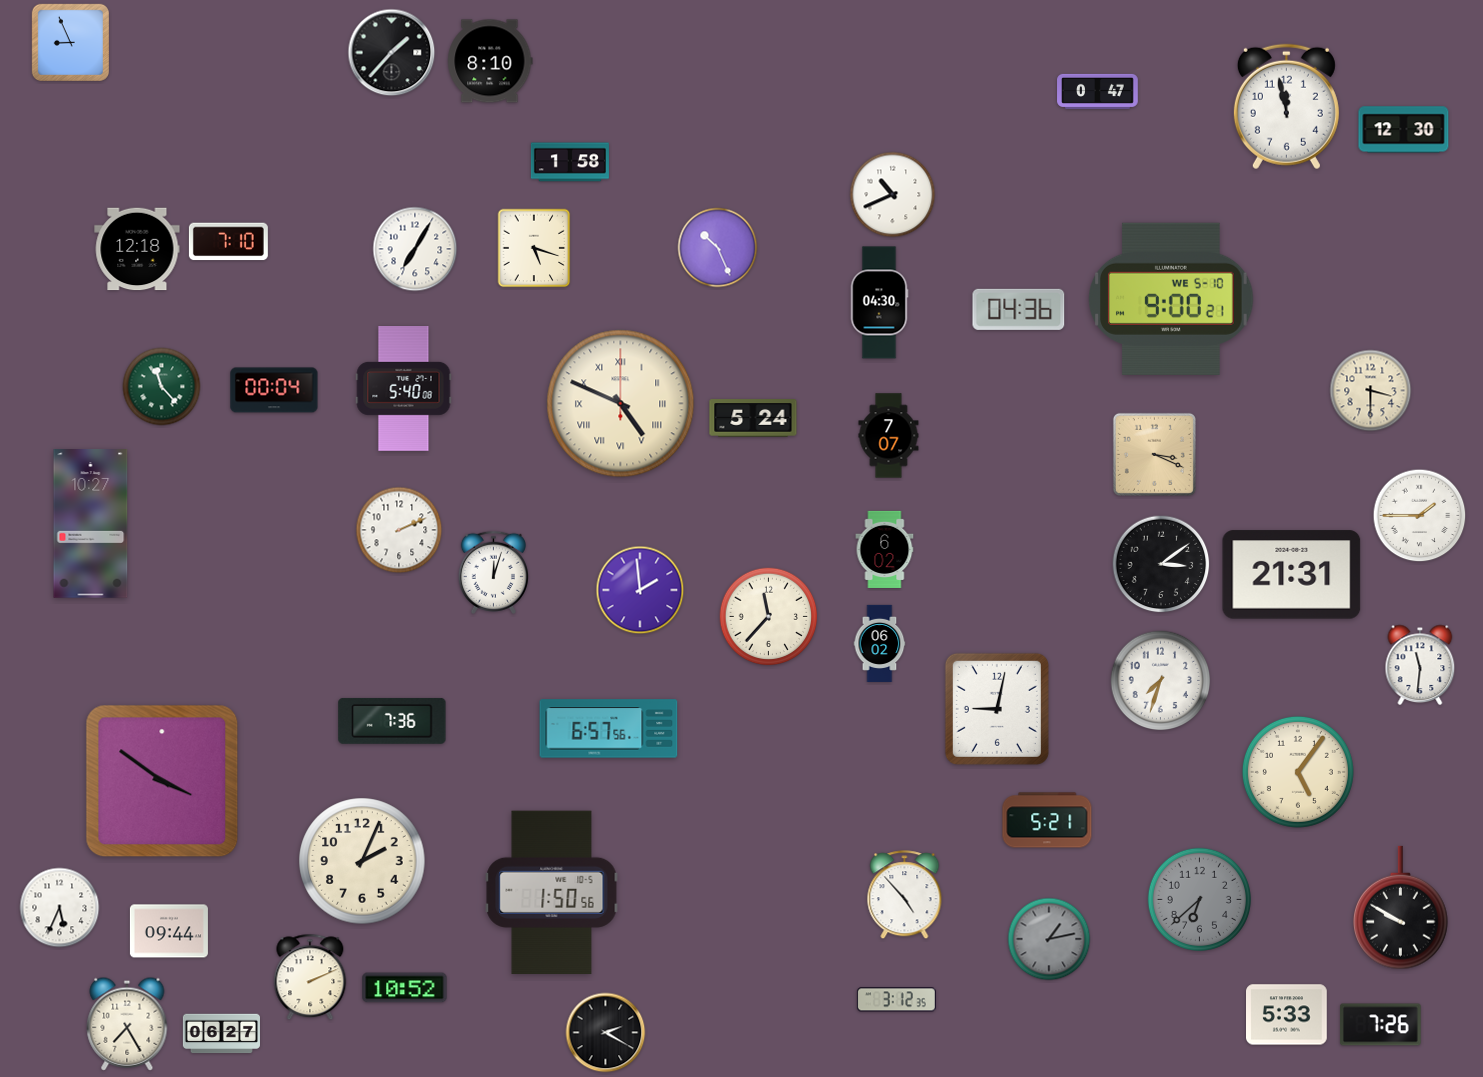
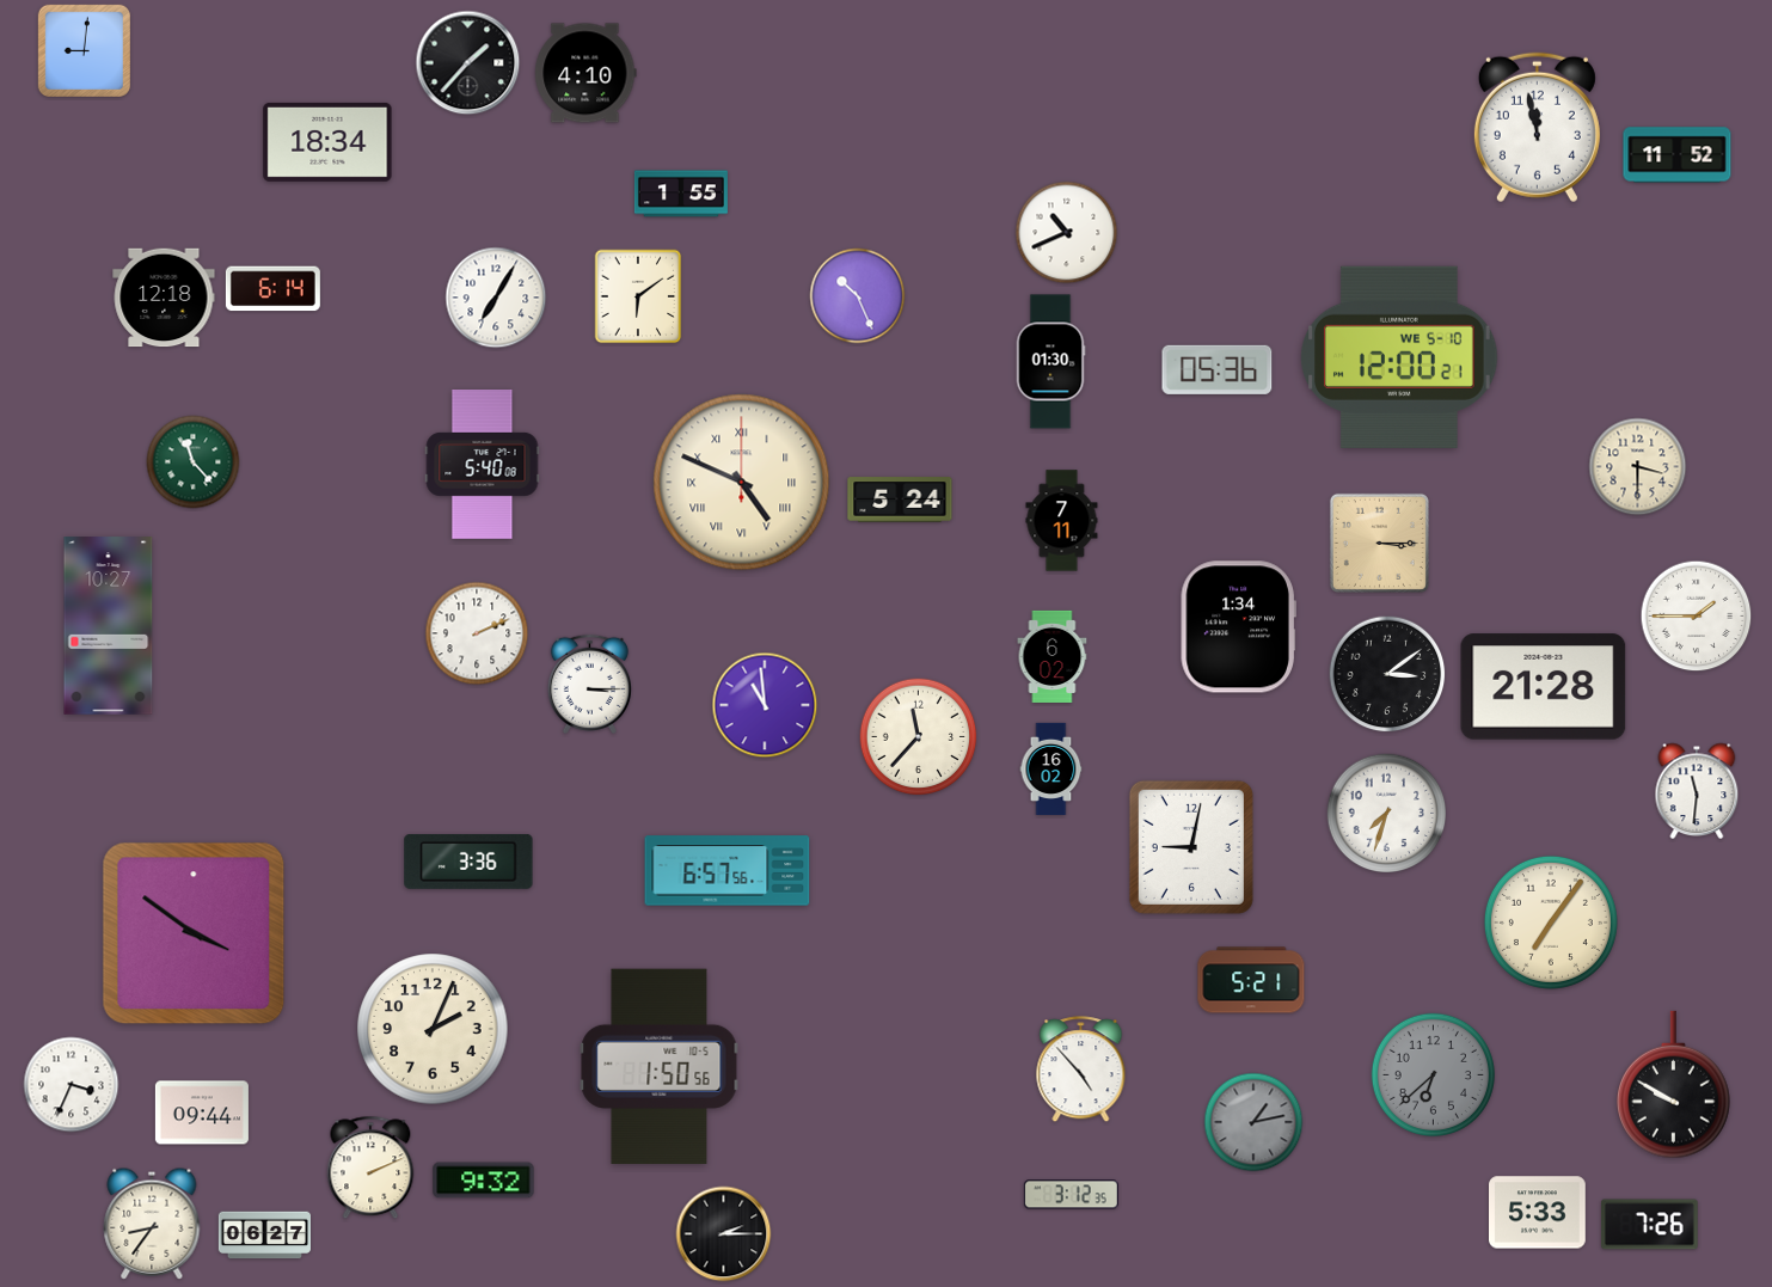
clock at (70, 42): 8:56 -> 9:01
clock at (490, 61): 8:10 -> 4:10
clock at (1098, 91): 0:47 -> none
clock at (327, 142): none -> 18:34
clock at (1404, 130): 12:30 -> 11:52
clock at (570, 162): 1:58 -> 1:55
clock at (228, 242): 7:10 -> 6:14
clock at (534, 248): 5:18 -> 6:09
clock at (1171, 299): 9:00 -> 12:00
clock at (879, 303): 04:30 -> 01:30
clock at (1019, 309): 04:36 -> 05:36
clock at (274, 390): 00:04 -> none
clock at (889, 436): 7:07 -> 7:11
clock at (1154, 454): 3:19 -> 3:15
clock at (1238, 627): none -> 1:34
clock at (885, 549) position: (885, 549) -> (1053, 656)
clock at (493, 572): 12:03 -> 3:15
clock at (1292, 575): 21:31 -> 21:28
clock at (640, 590): 1:59 -> 10:59
clock at (880, 643): 06:02 -> 16:02
clock at (1420, 665) position: (1420, 665) -> (1697, 791)
clock at (392, 721): 7:36 -> 3:36
clock at (1298, 772): 5:06 -> 7:06
clock at (60, 908): 5:34 -> 3:34
clock at (405, 988): 10:52 -> 9:32
clock at (127, 1024): 7:25 -> 8:36
clock at (606, 1033): 2:20 -> 2:15
